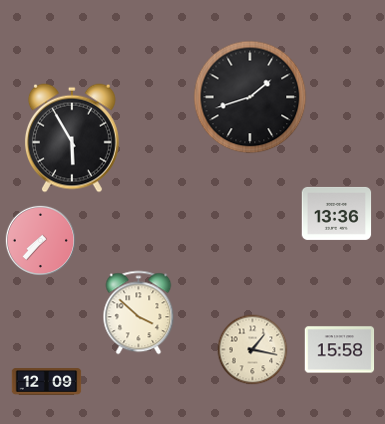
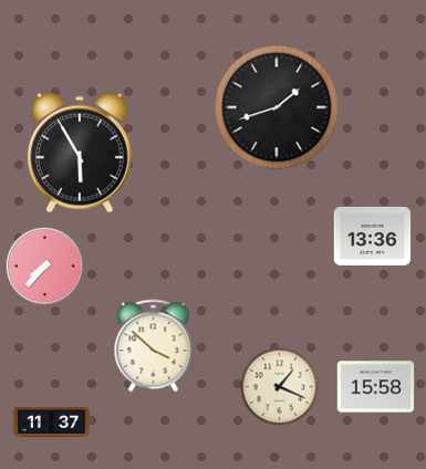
clock at (253, 350): 1:17 -> 1:19
clock at (47, 382): 12:09 -> 11:37
